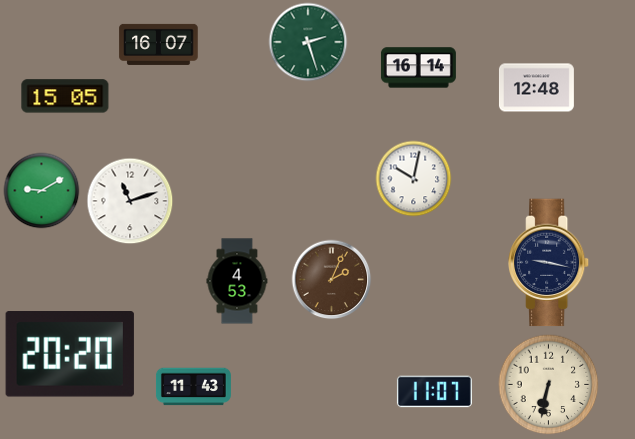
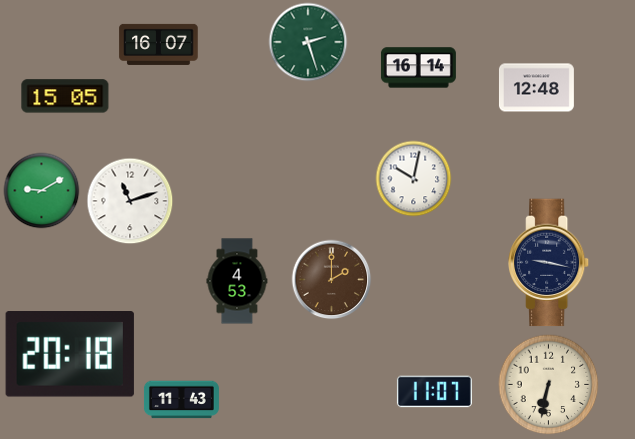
clock at (332, 280): 2:04 -> 2:00
clock at (70, 355): 20:20 -> 20:18
clock at (193, 387) position: (193, 387) -> (181, 400)
